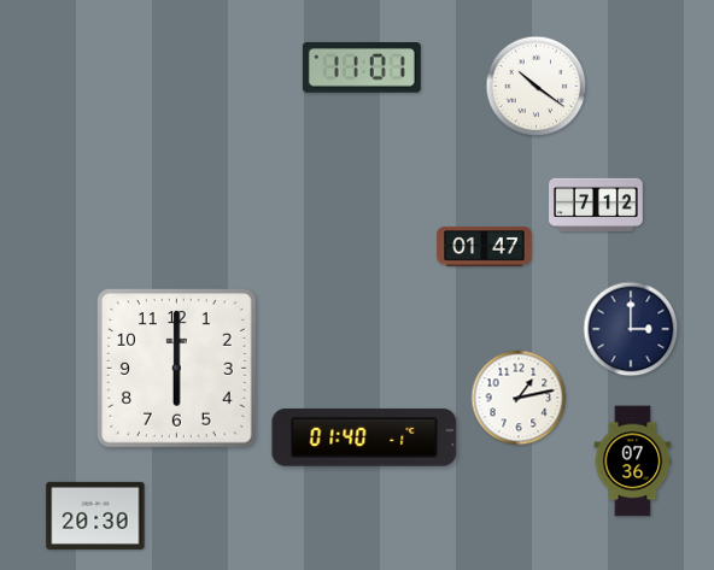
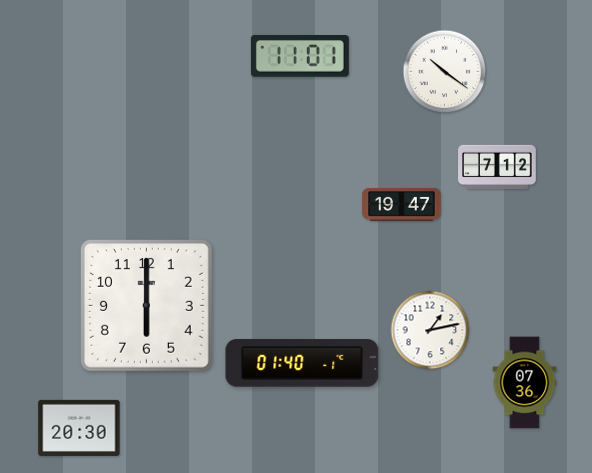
clock at (596, 205) position: (596, 205) -> (497, 167)
clock at (485, 246): 01:47 -> 19:47
clock at (631, 329): 3:00 -> none
